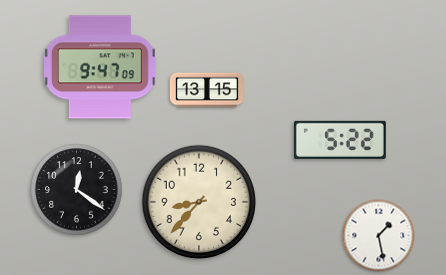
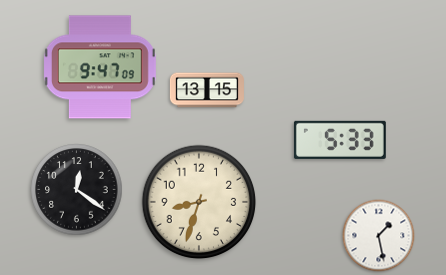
clock at (340, 140): 5:22 -> 5:33
clock at (199, 202): 8:37 -> 8:33
